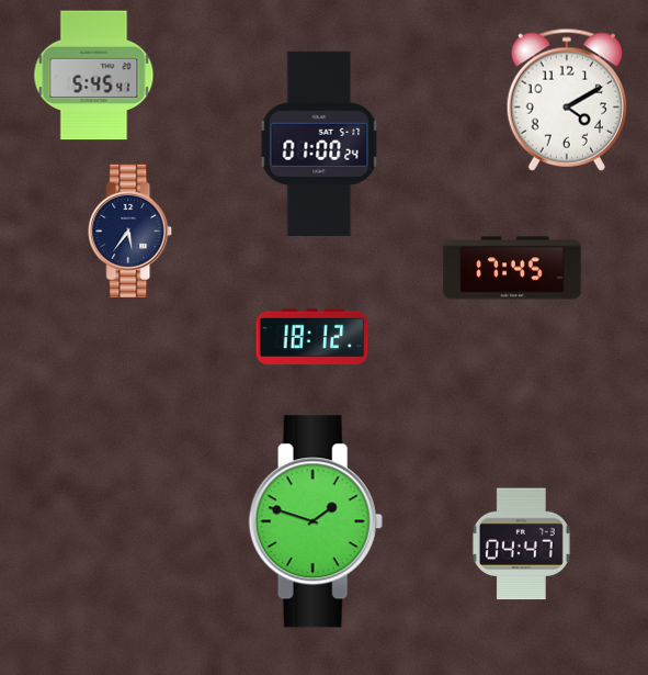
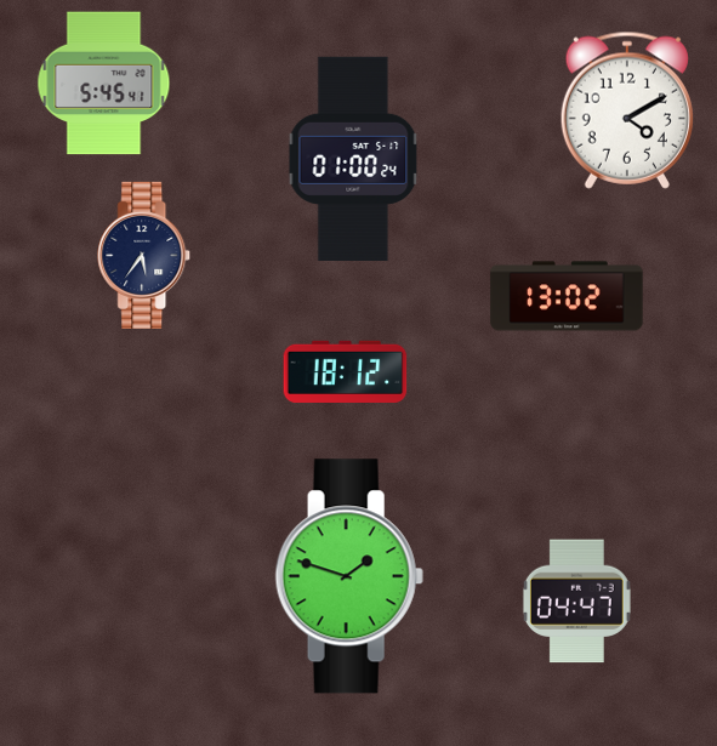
clock at (512, 268): 17:45 -> 13:02
